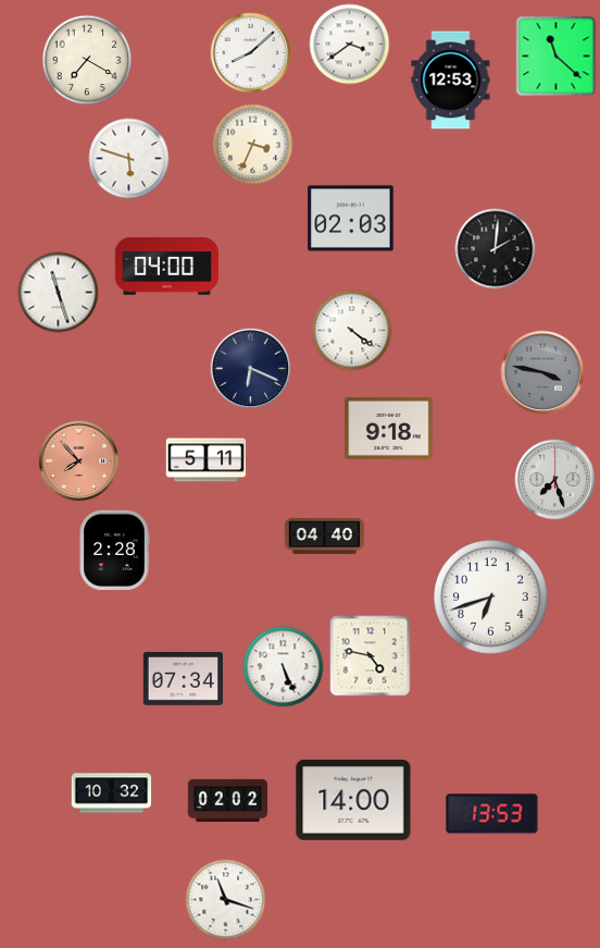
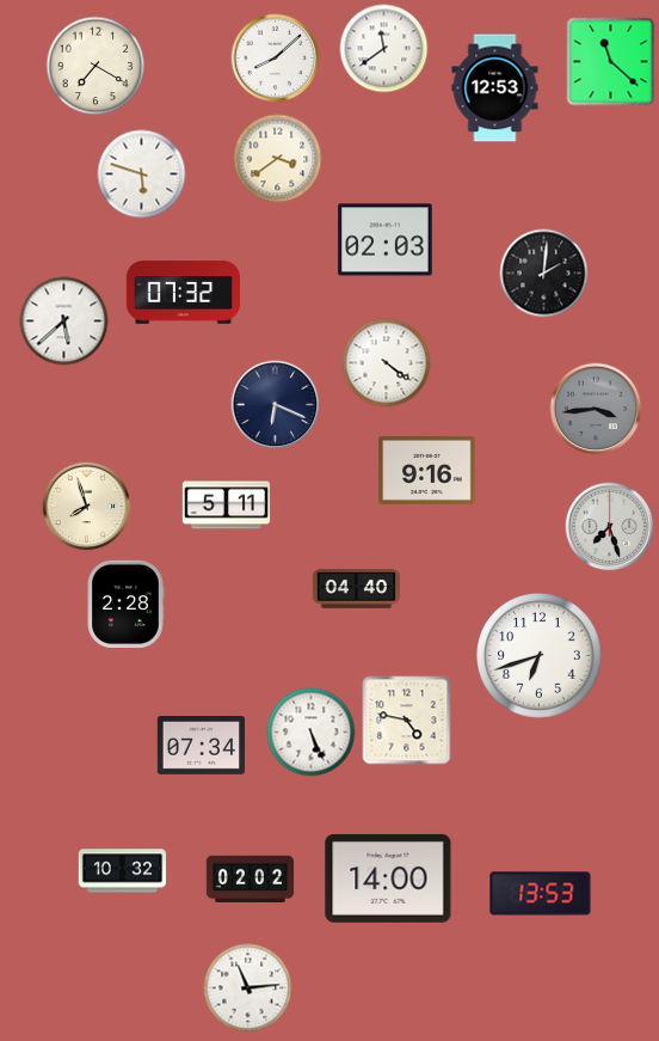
clock at (350, 45): 3:39 -> 11:39
clock at (253, 145): 3:34 -> 3:39
clock at (166, 267): 04:00 -> 07:32
clock at (59, 293): 11:27 -> 5:38
clock at (542, 372): 3:47 -> 3:44
clock at (389, 428): 9:18 -> 9:16
clock at (79, 461): 7:53 -> 7:57
clock at (79, 461) dial: salmon -> cream
clock at (226, 900): 11:18 -> 11:14
